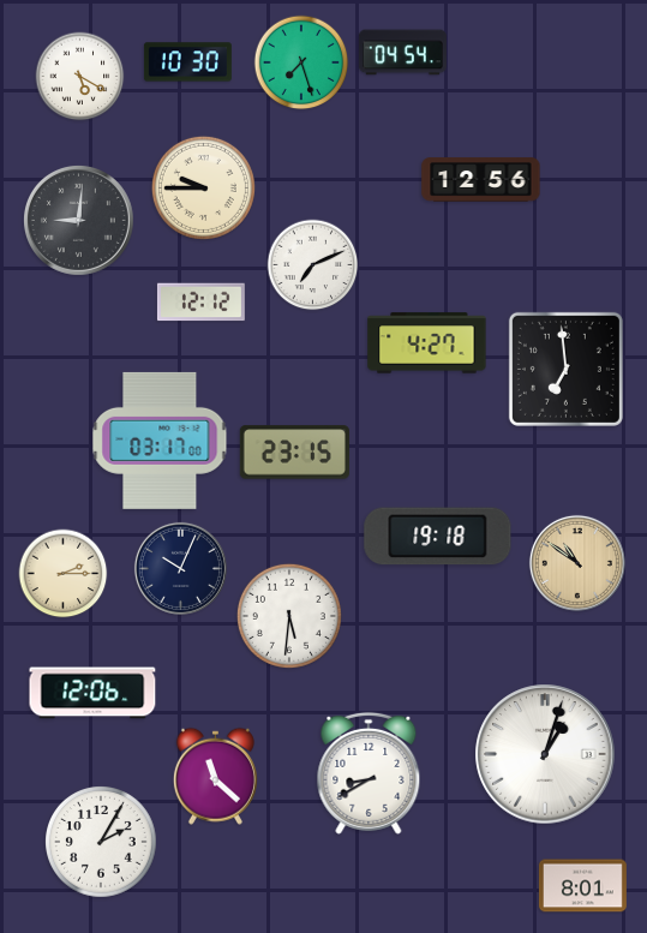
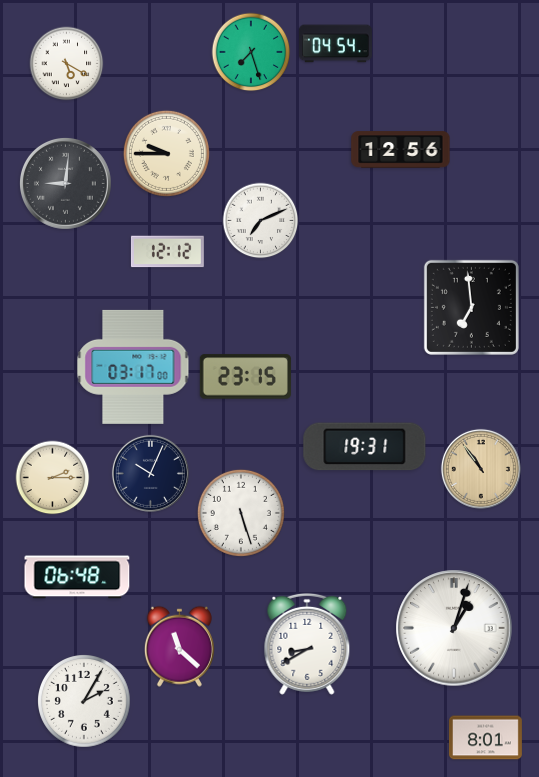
clock at (187, 62): 10:30 -> none
clock at (203, 187) position: (203, 187) -> (166, 153)
clock at (427, 343): 4:27 -> none
clock at (438, 537): 19:18 -> 19:31
clock at (577, 563): 10:51 -> 10:54
clock at (289, 616): 5:31 -> 5:27
clock at (92, 693): 12:06 -> 06:48
